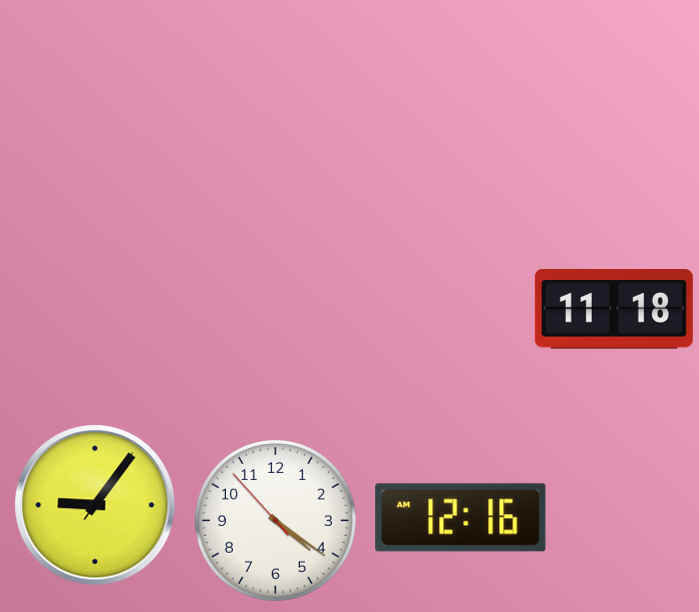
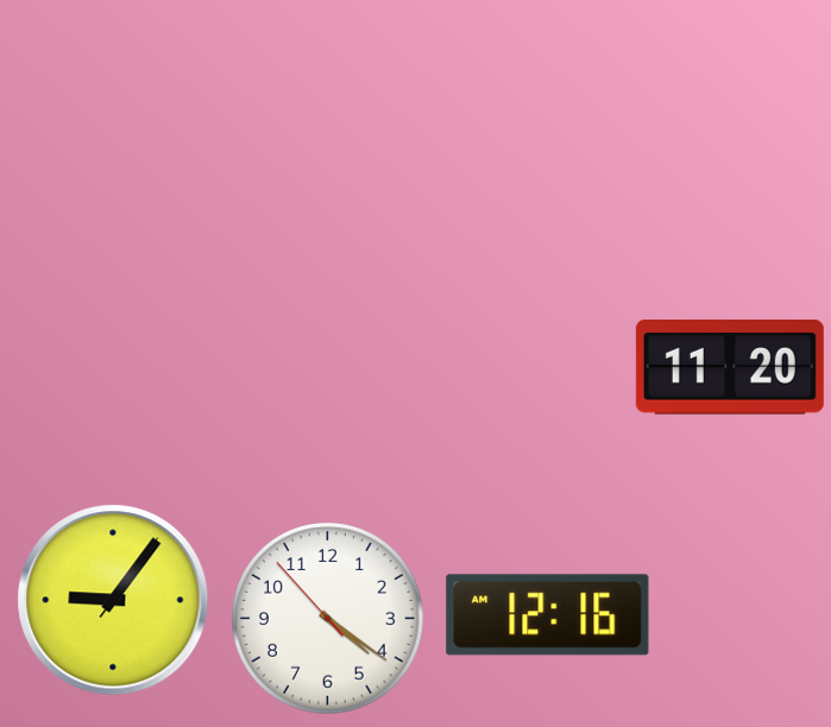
clock at (614, 309): 11:18 -> 11:20
